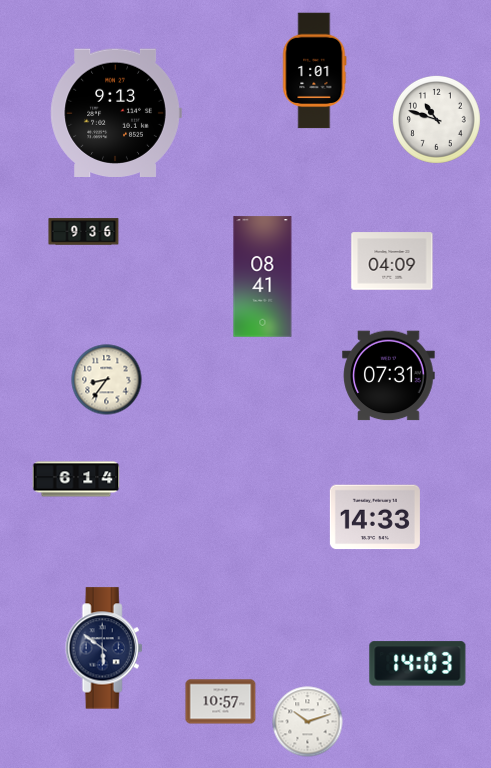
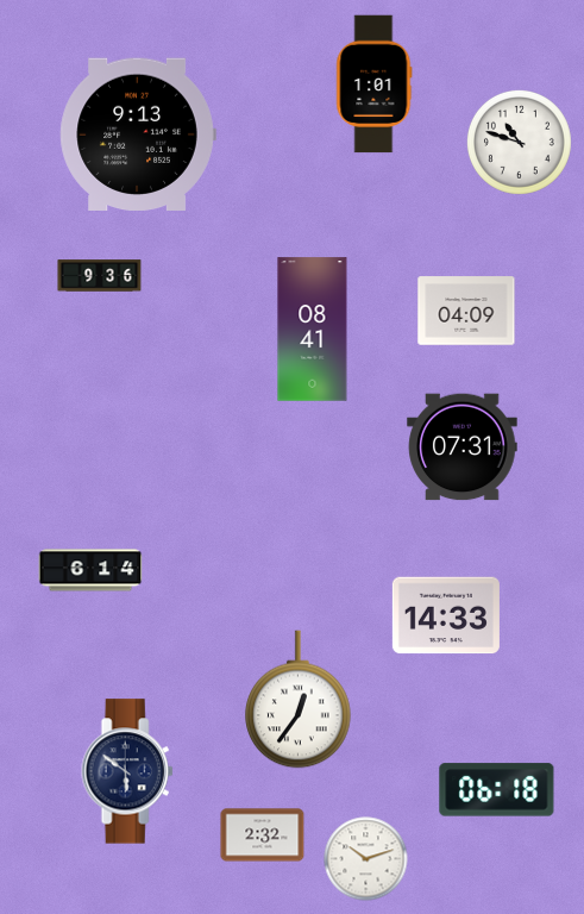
clock at (107, 380): 8:36 -> none
clock at (299, 700): none -> 12:36
clock at (104, 648) position: (104, 648) -> (127, 771)
clock at (418, 664): 14:03 -> 06:18
clock at (221, 702): 10:57 -> 2:32
